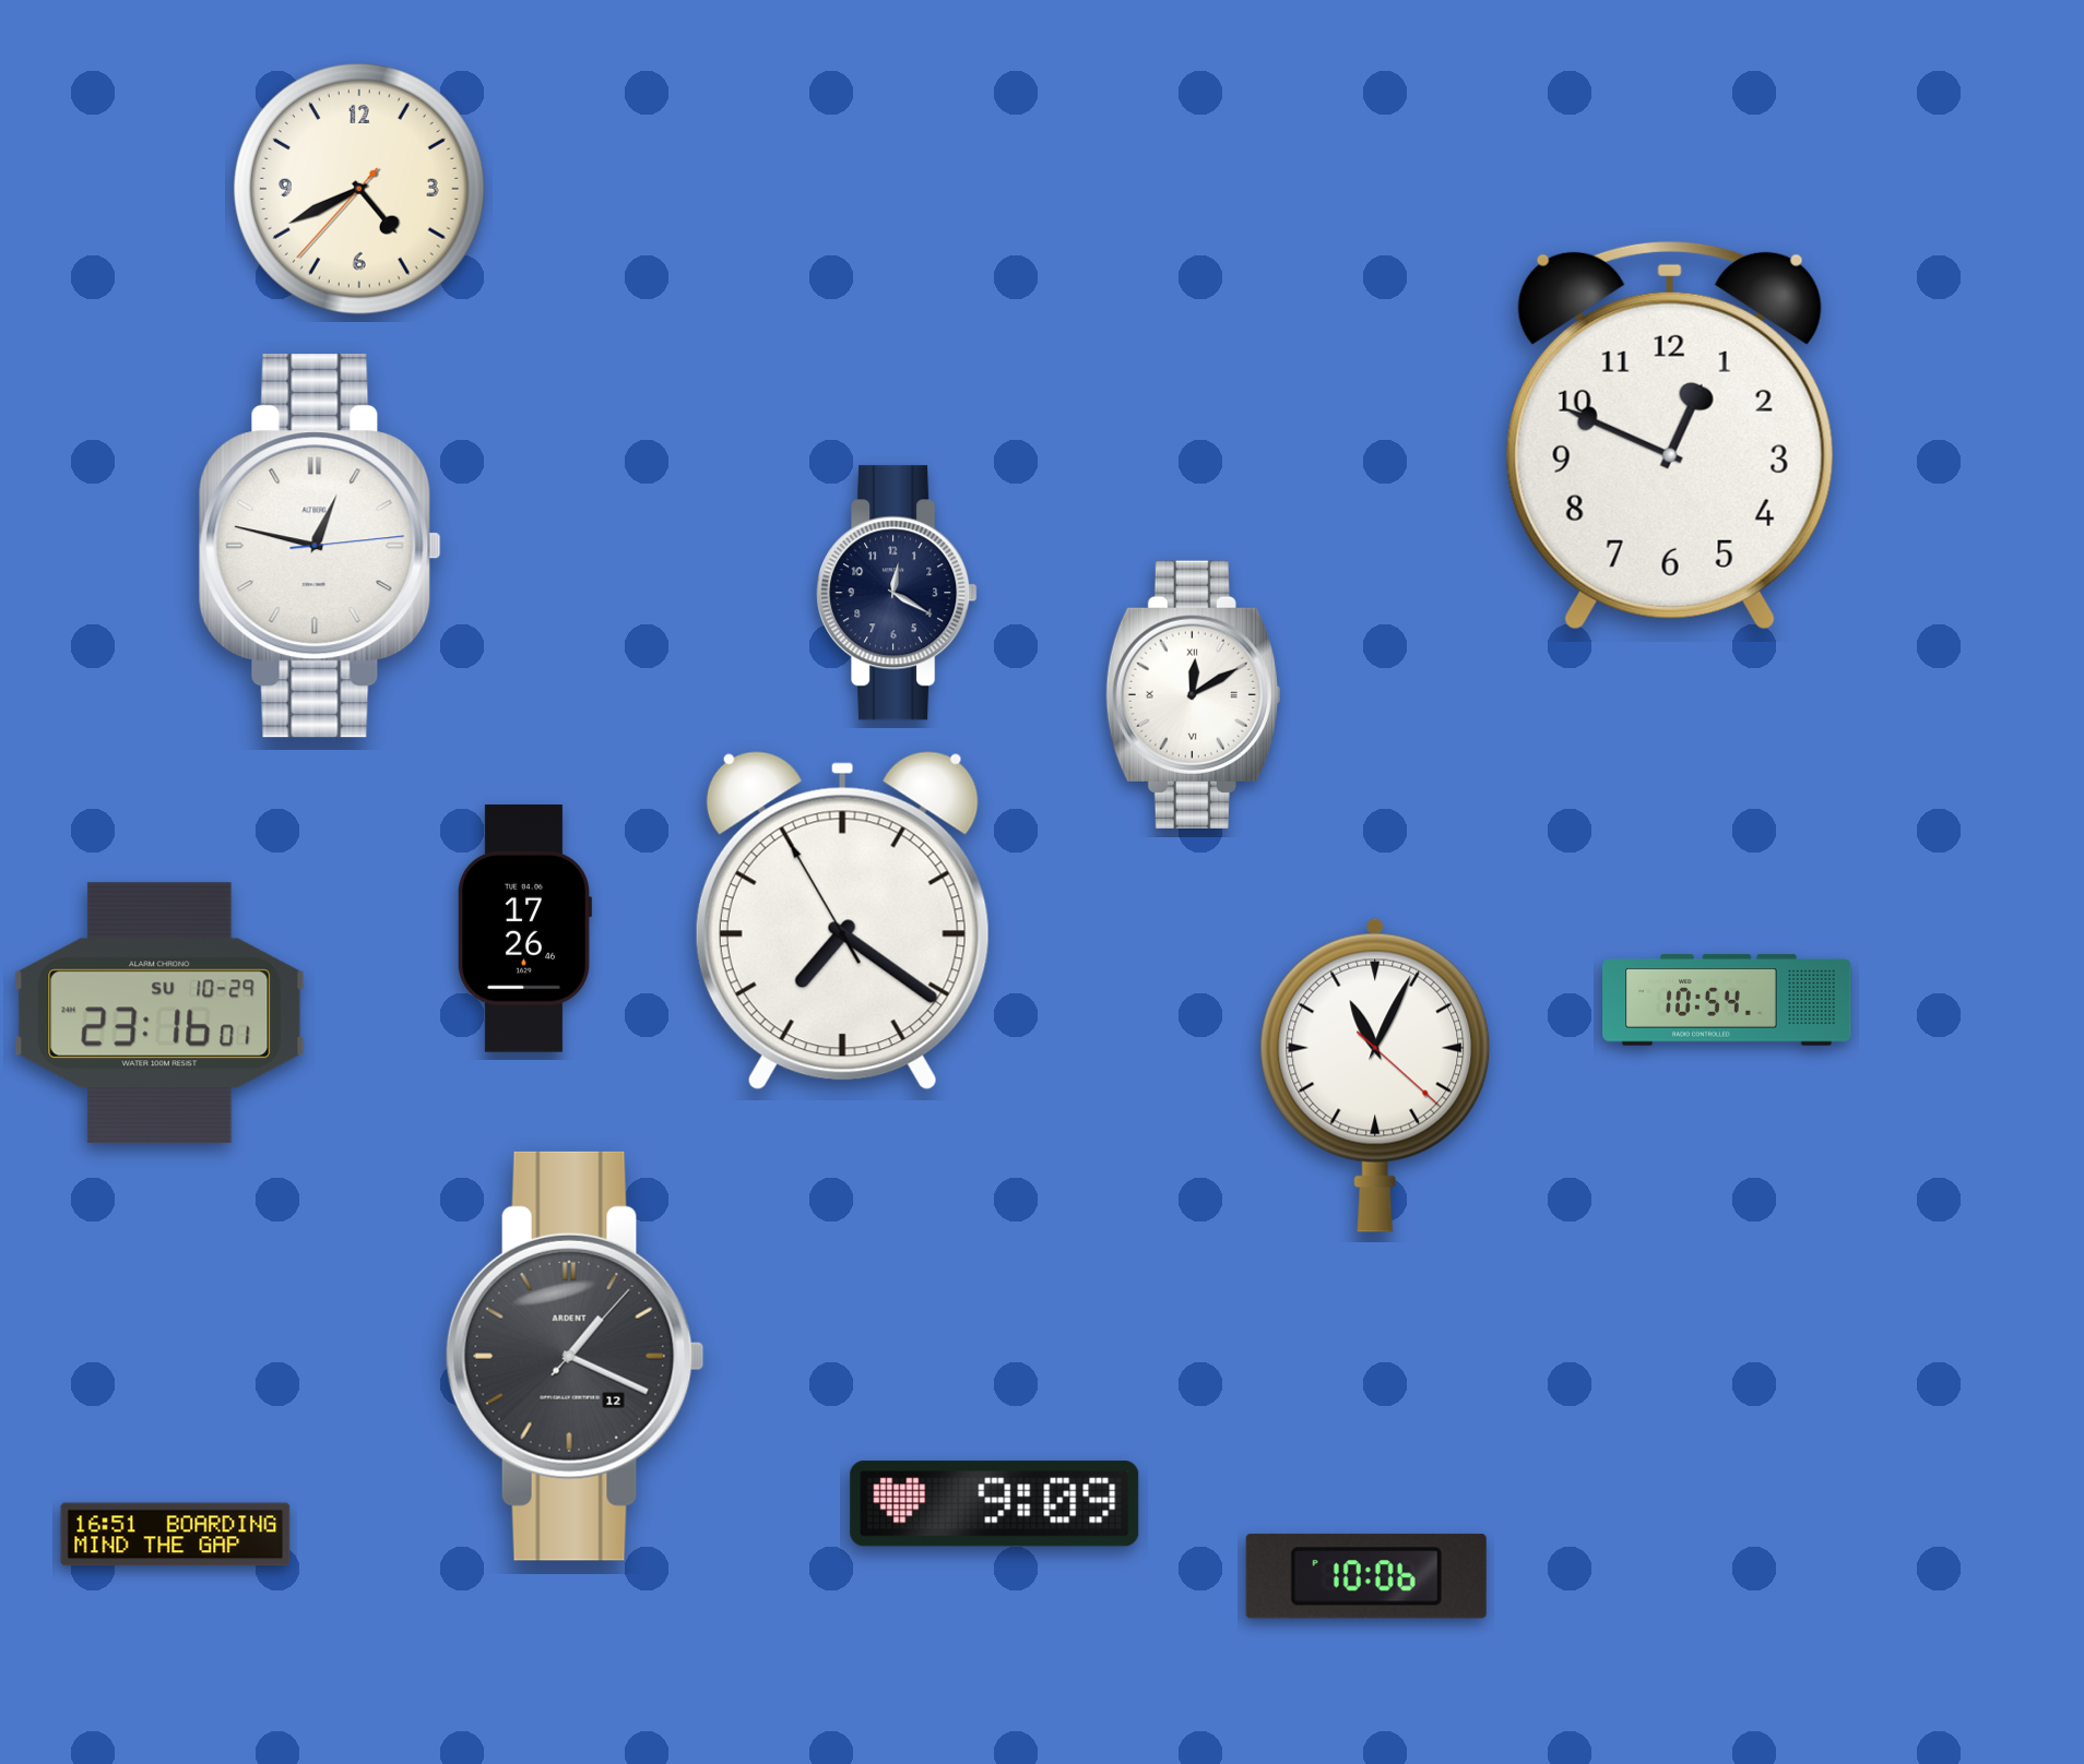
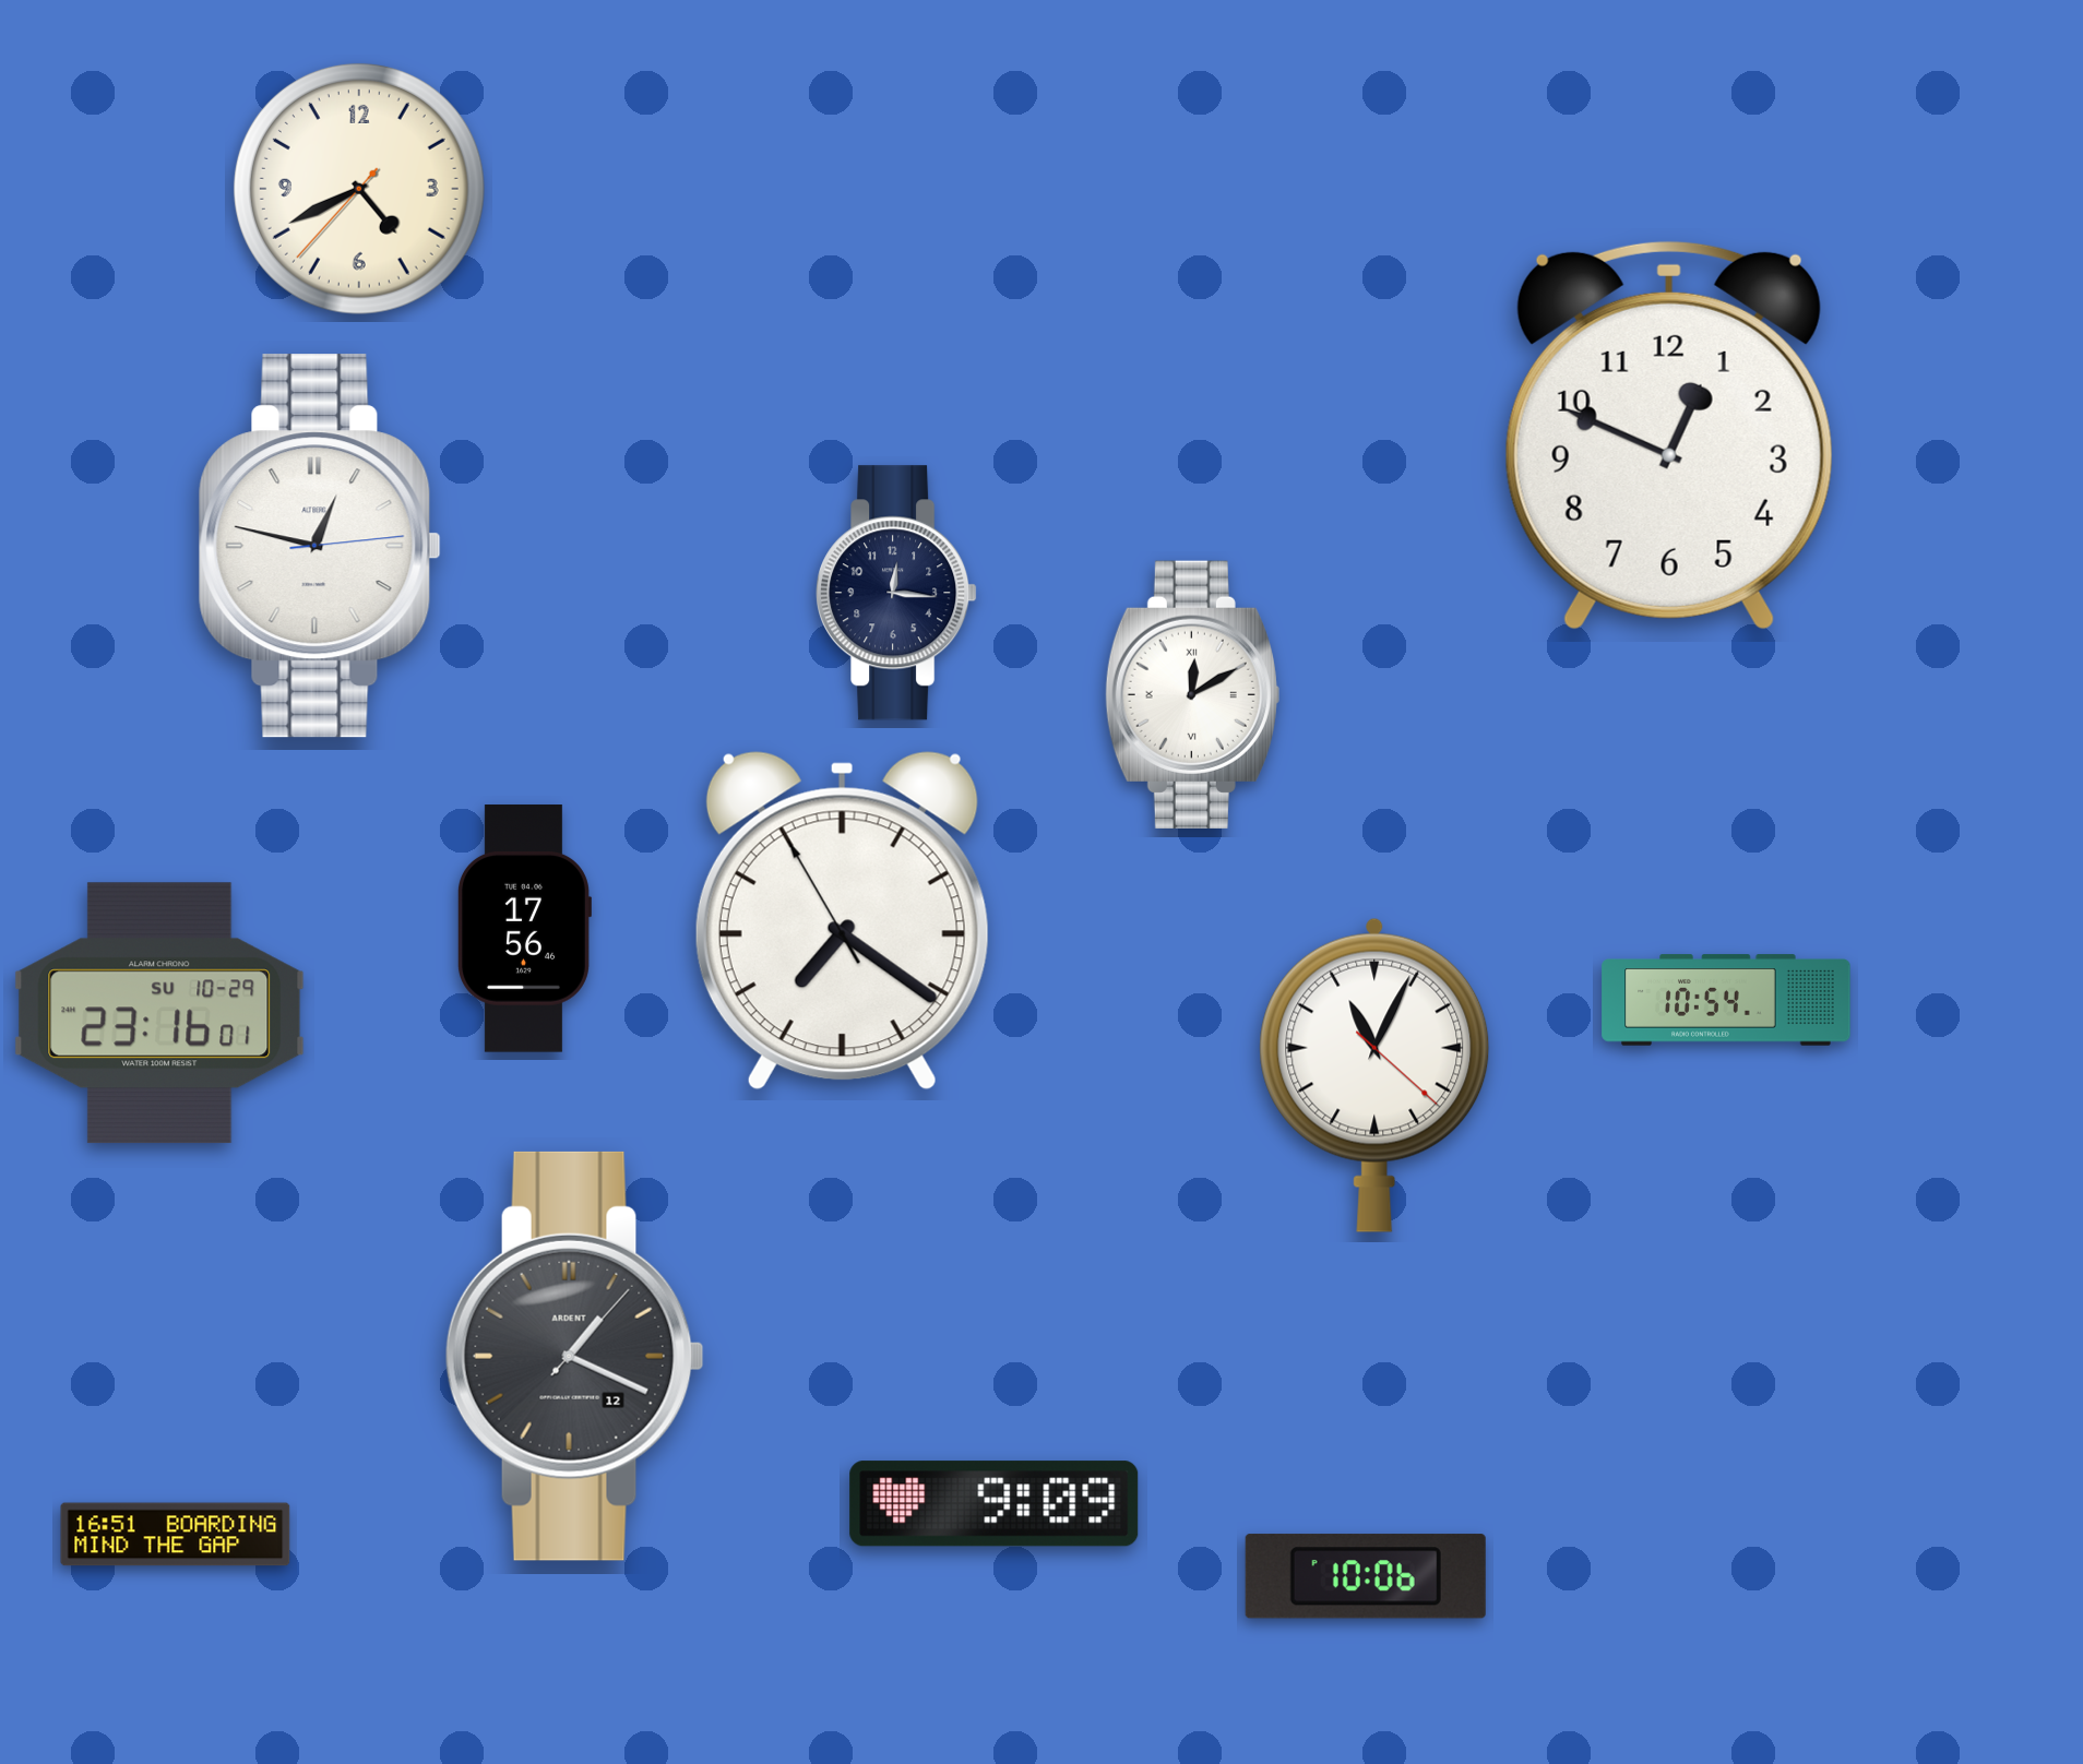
clock at (897, 593): 12:20 -> 12:16
clock at (524, 929): 17:26 -> 17:56
